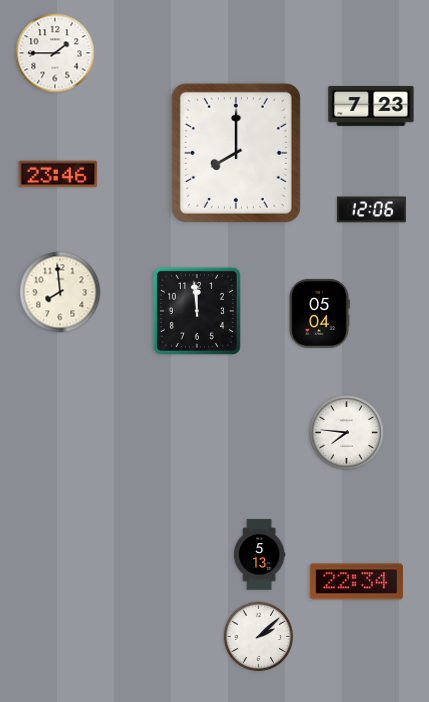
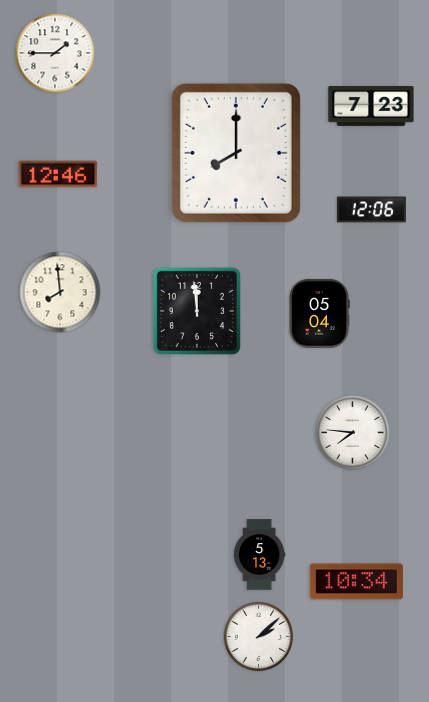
clock at (58, 174): 23:46 -> 12:46
clock at (347, 433) position: (347, 433) -> (353, 433)
clock at (356, 582): 22:34 -> 10:34
